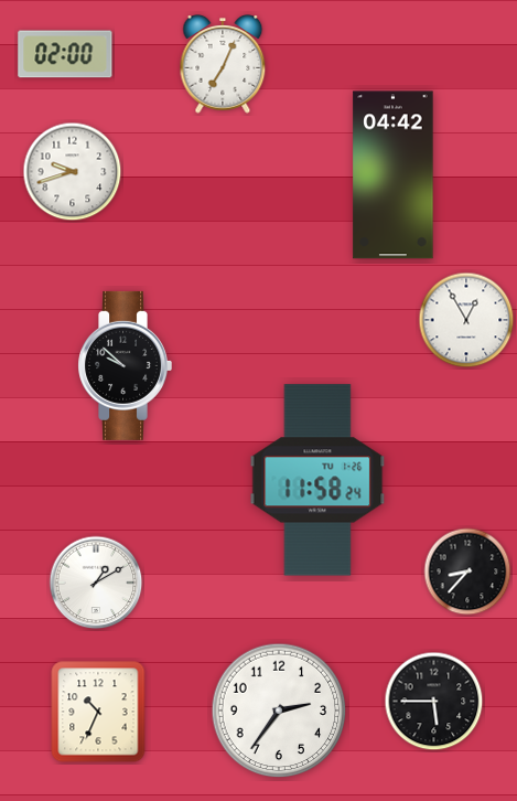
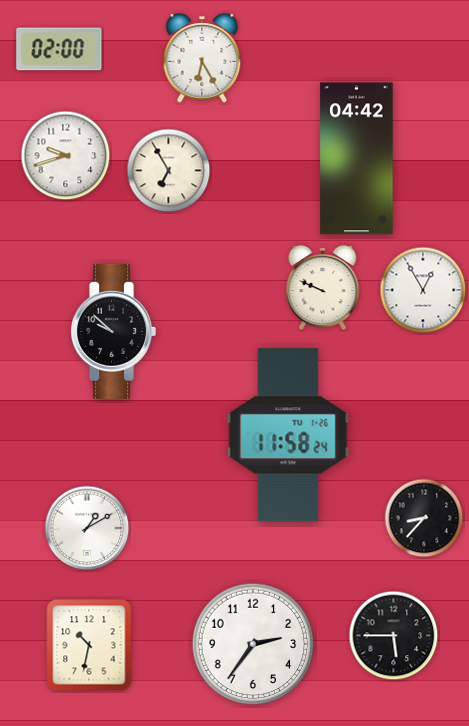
clock at (223, 65): 7:04 -> 6:25
clock at (169, 171): none -> 6:55
clock at (323, 288): none -> 9:49
clock at (98, 712): 10:34 -> 10:32
